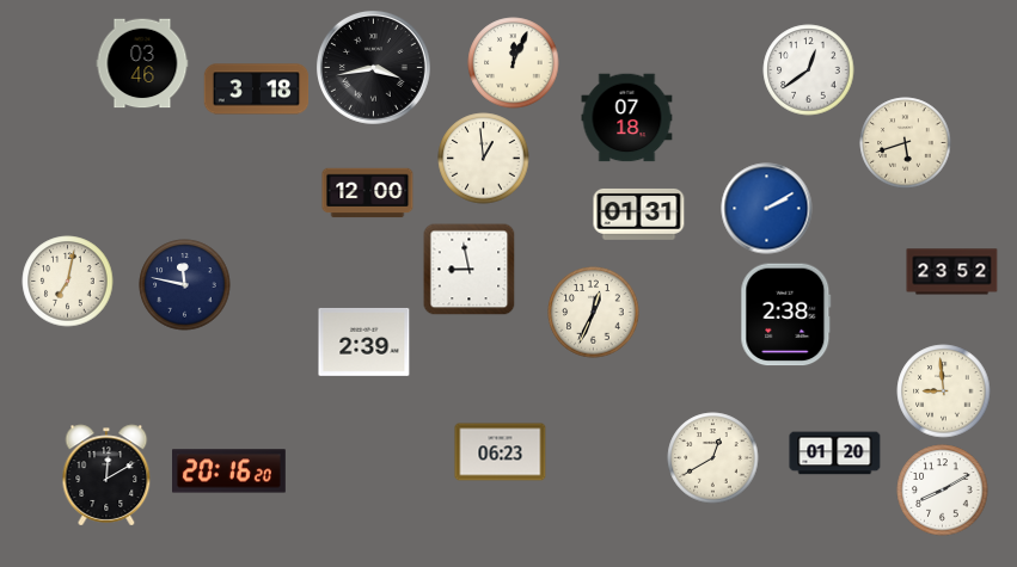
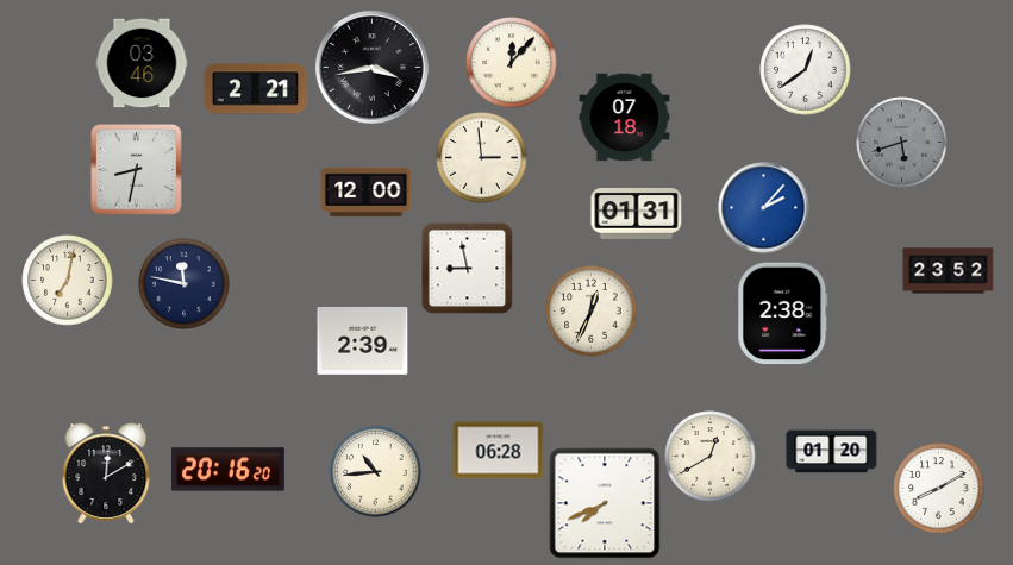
clock at (514, 63): 12:04 -> 12:07
clock at (257, 90): 3:18 -> 2:21
clock at (906, 143) dial: cream -> grey
clock at (484, 159): 12:59 -> 2:59
clock at (137, 170): none -> 8:32
clock at (767, 209): 2:10 -> 2:07
clock at (944, 392): 8:59 -> none
clock at (501, 452): 06:23 -> 06:28
clock at (376, 472): none -> 10:44
clock at (605, 503): none -> 7:41
